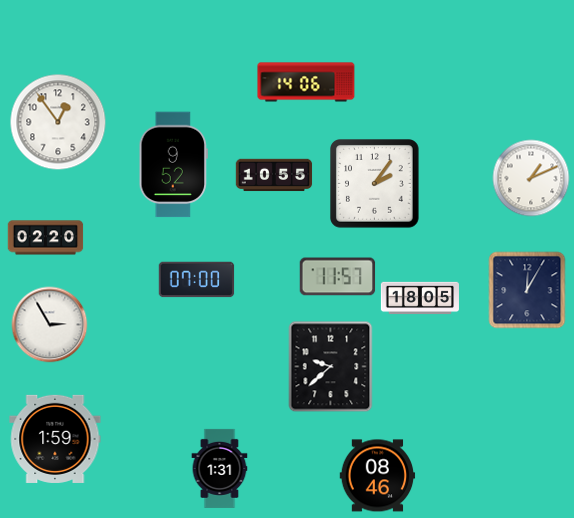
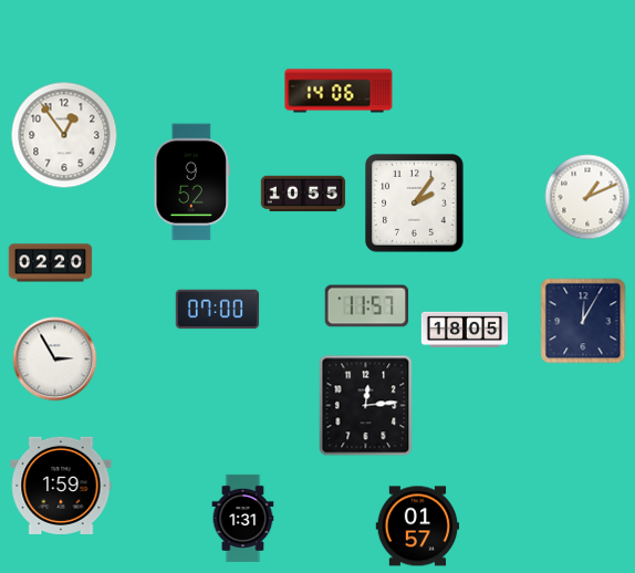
clock at (338, 277) position: (338, 277) -> (367, 306)
clock at (331, 367): 9:38 -> 12:14
clock at (378, 476): 08:46 -> 01:57
